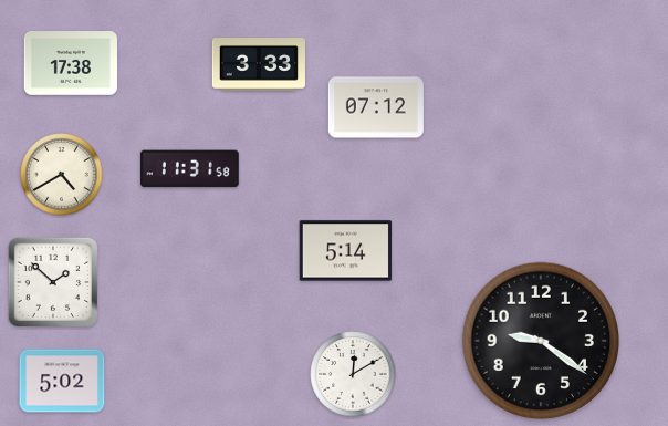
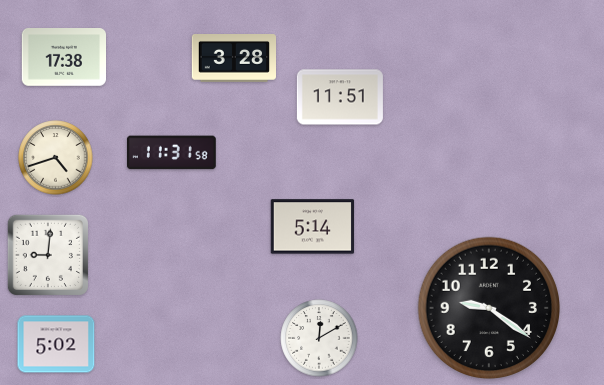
clock at (258, 65): 3:33 -> 3:28
clock at (376, 107): 07:12 -> 11:51
clock at (62, 175): 4:40 -> 4:42
clock at (53, 282): 1:52 -> 9:01
